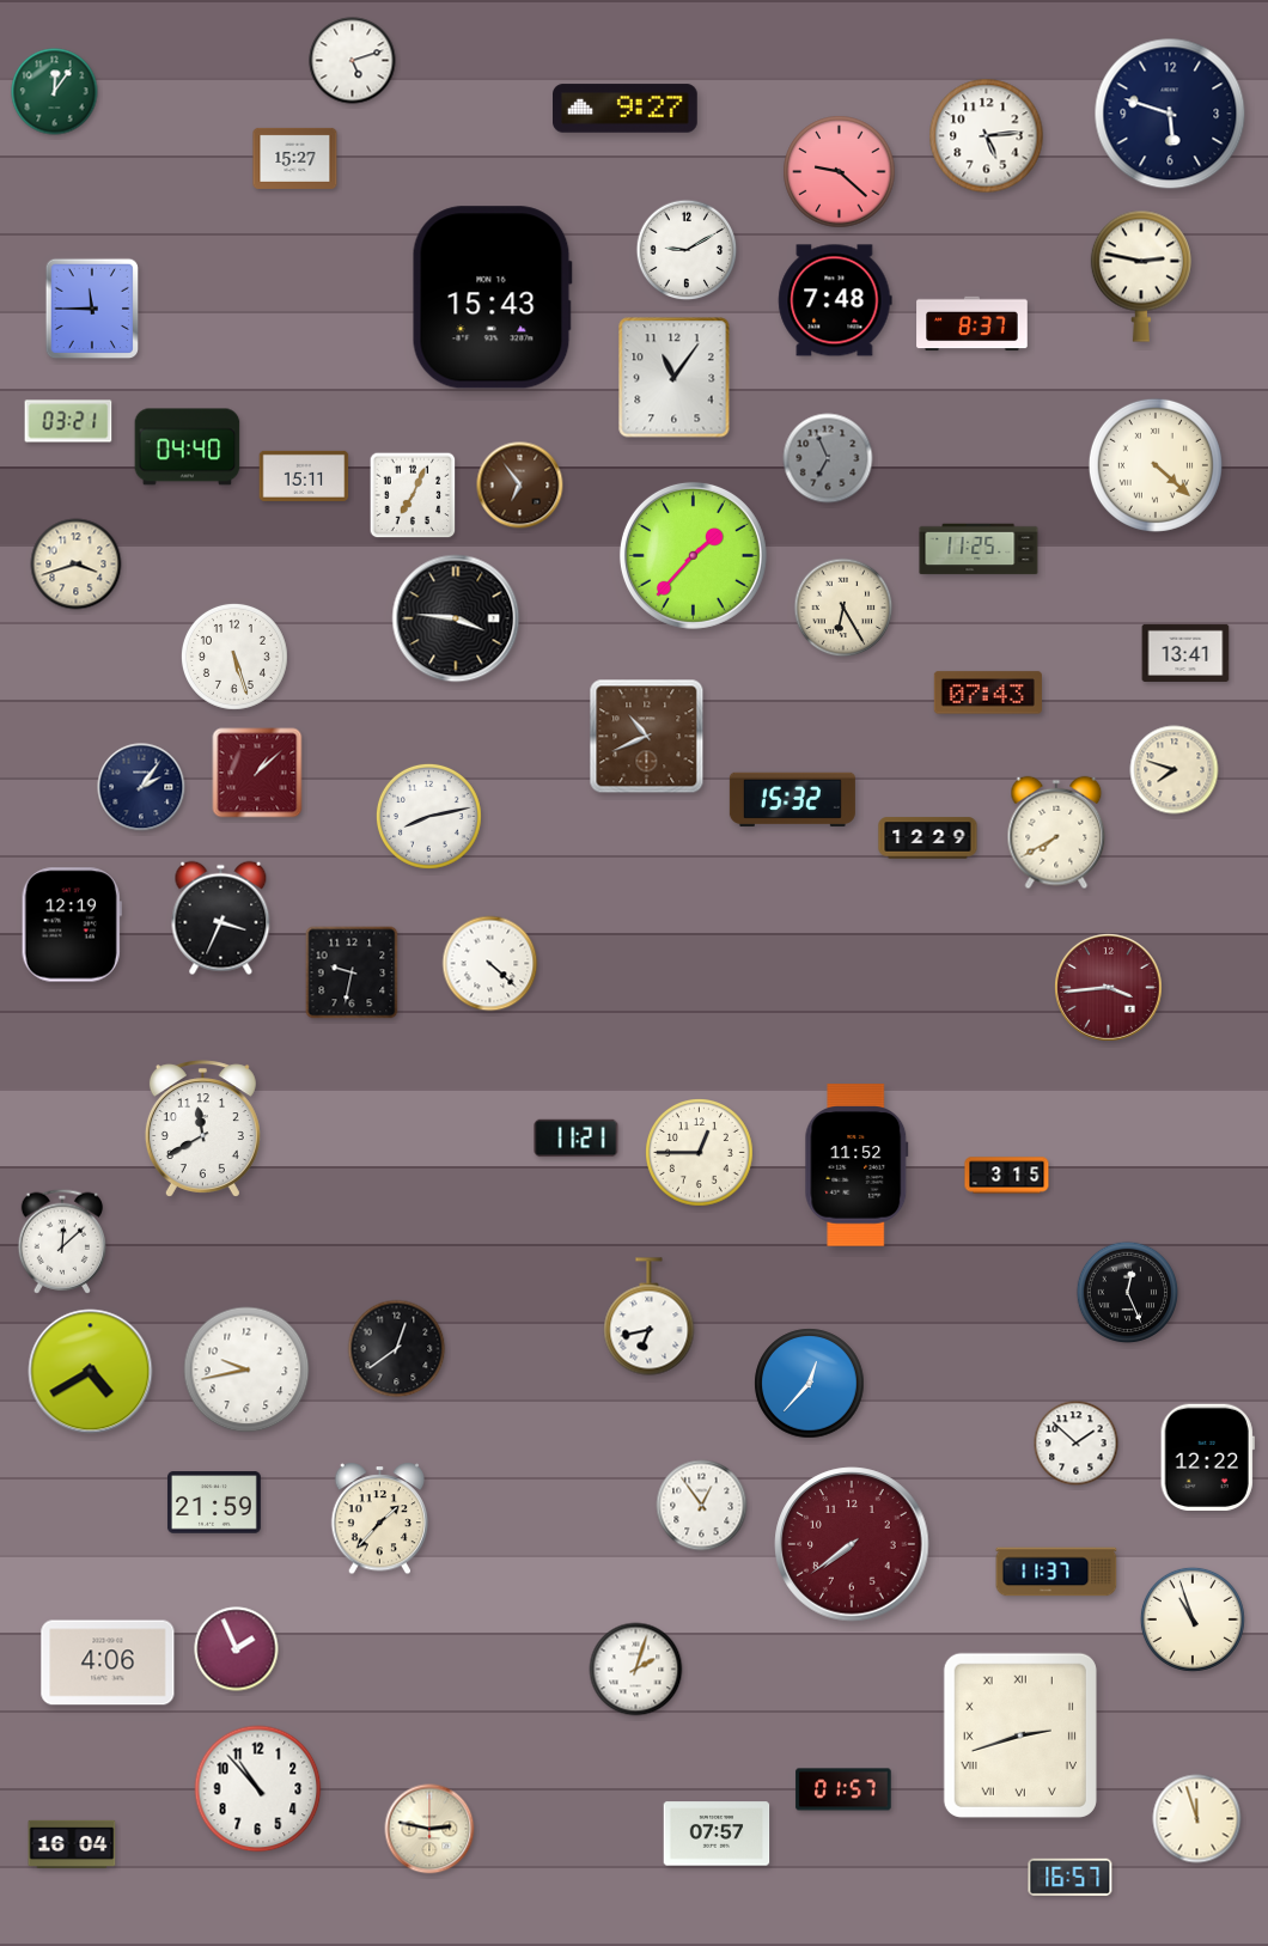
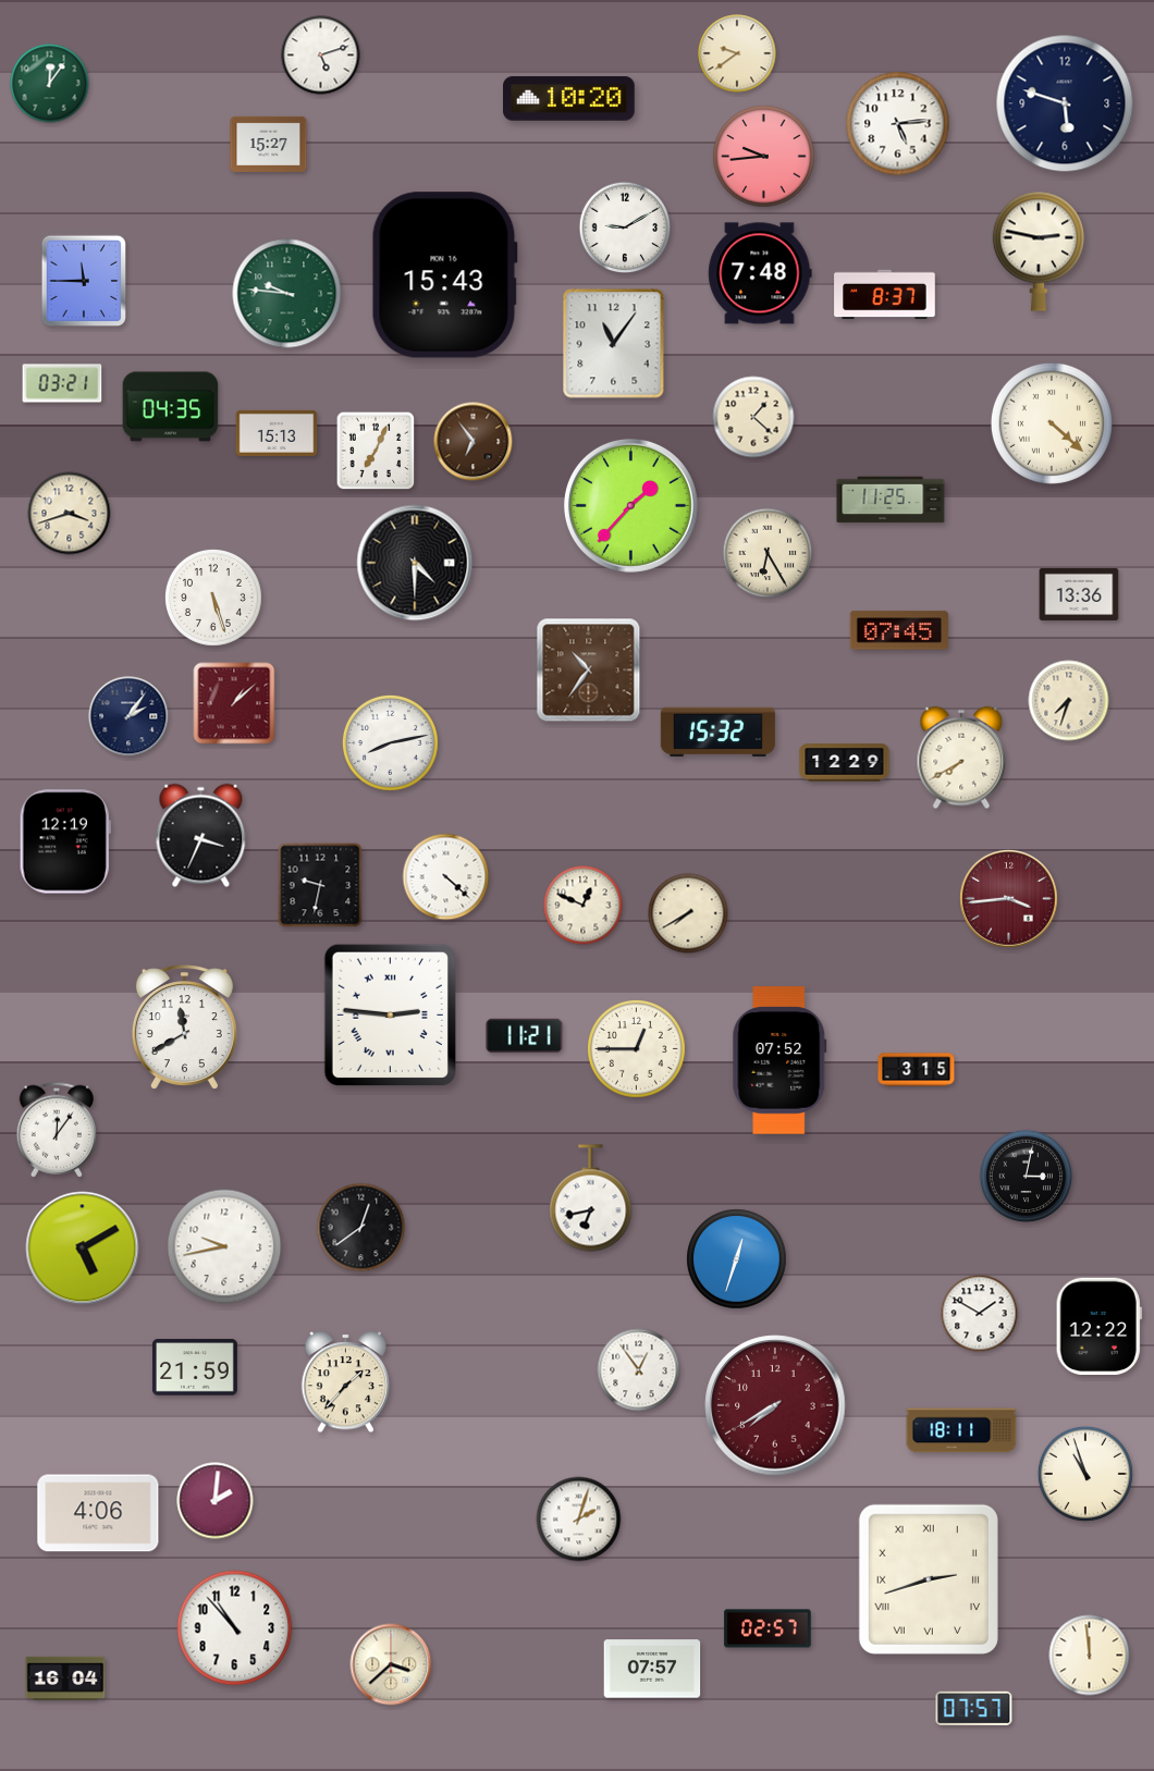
clock at (737, 53): none -> 9:39
clock at (626, 109): 9:27 -> 10:20
clock at (840, 172): 9:22 -> 9:44
clock at (492, 298) position: (492, 298) -> (444, 275)
clock at (287, 294): none -> 9:46
clock at (188, 447): 04:40 -> 04:35
clock at (828, 458): 6:56 -> 1:22
clock at (828, 458) dial: grey -> cream
clock at (304, 476): 15:11 -> 15:13
clock at (456, 618): 3:46 -> 4:30
clock at (1185, 653): 13:41 -> 13:36
clock at (988, 693): 07:43 -> 07:45
clock at (647, 737): 10:41 -> 10:36
clock at (1175, 770): 7:48 -> 7:33
clock at (792, 799) position: (792, 799) -> (717, 731)
clock at (584, 906): none -> 12:49
clock at (688, 913): none -> 7:40
clock at (390, 1014): none -> 2:46
clock at (856, 1165): 11:52 -> 07:52
clock at (61, 1242): 12:08 -> 12:06
clock at (1128, 1293): 12:26 -> 3:02
clock at (91, 1372): 4:40 -> 5:10
clock at (810, 1384): 12:37 -> 12:33
clock at (1077, 1444): 1:52 -> 1:50
clock at (852, 1544): 7:39 -> 7:40
clock at (1056, 1572): 11:37 -> 18:11
clock at (237, 1649): 1:56 -> 2:01
clock at (843, 1789): 01:57 -> 02:57
clock at (1197, 1819): 11:57 -> 11:59
clock at (429, 1829): 2:47 -> 3:38
clock at (1071, 1877): 16:57 -> 07:57
